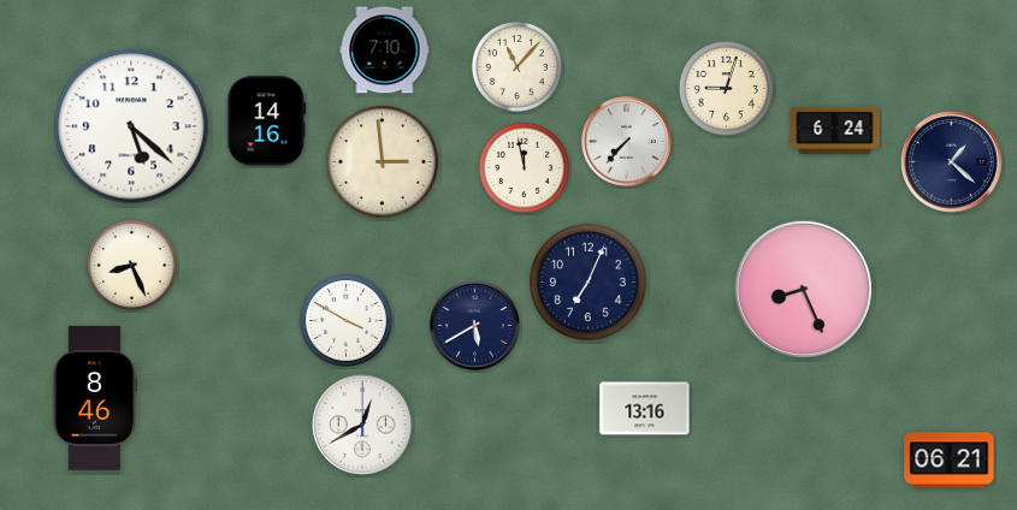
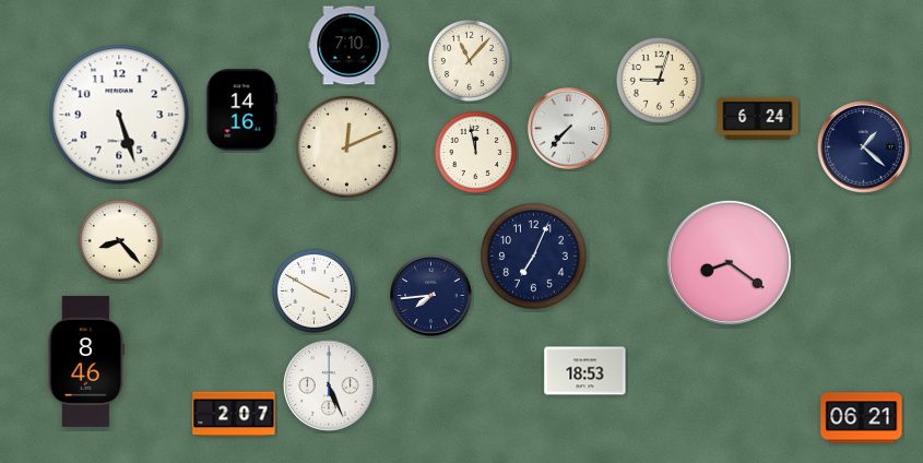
clock at (131, 126): 5:22 -> 5:27
clock at (383, 162): 2:59 -> 12:11
clock at (131, 265): 8:26 -> 8:23
clock at (803, 289): 8:26 -> 8:21
clock at (475, 326): 5:40 -> 7:44
clock at (645, 409): 13:16 -> 18:53
clock at (362, 425): 12:40 -> 5:26
clock at (234, 414): none -> 2:07
